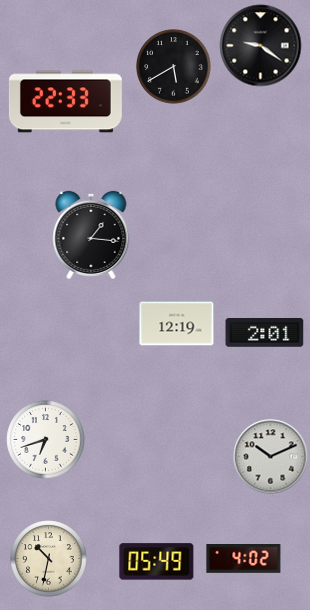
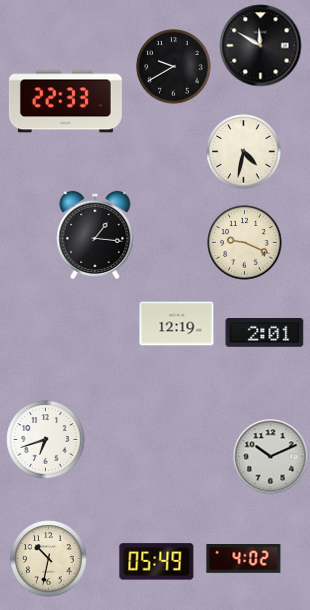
clock at (261, 46): 9:21 -> 11:50
clock at (174, 67): 5:40 -> 9:40
clock at (244, 152): none -> 4:32
clock at (91, 235) position: (91, 235) -> (95, 235)
clock at (245, 243): none -> 9:19
